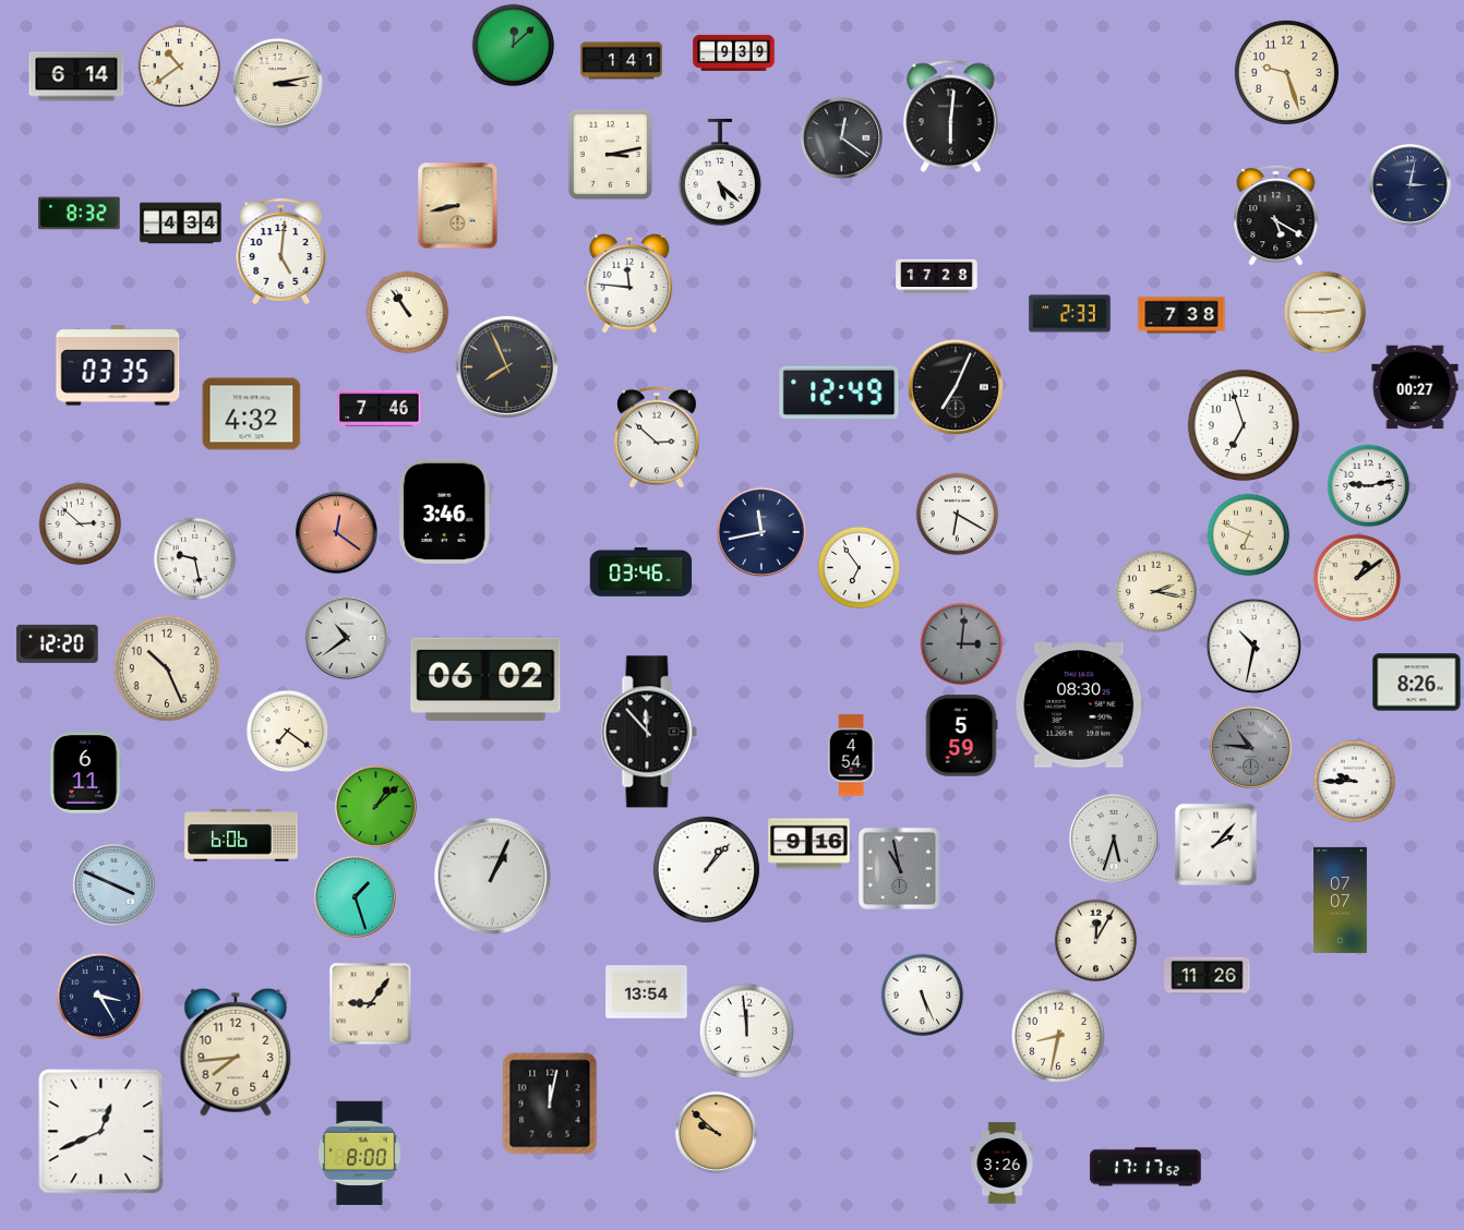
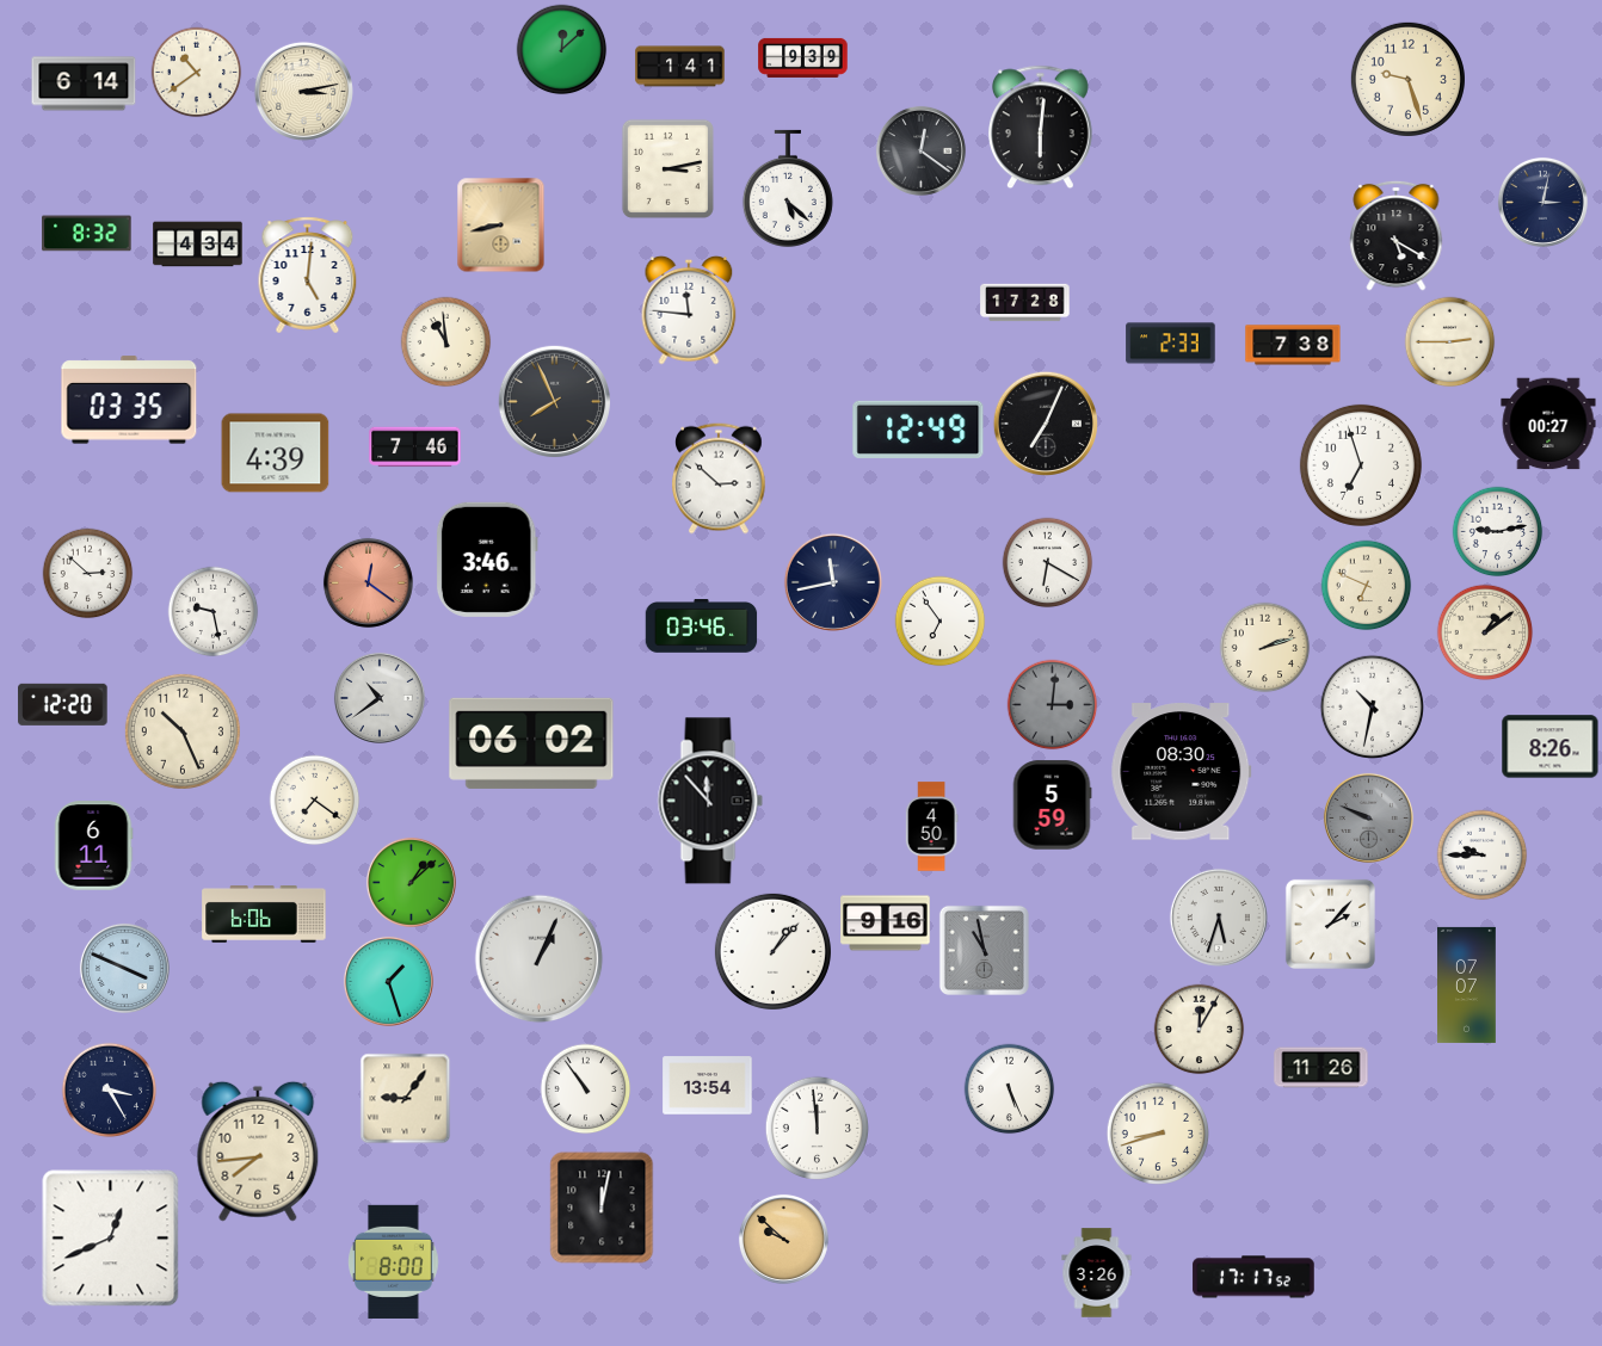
clock at (408, 313): 10:54 -> 10:59
clock at (252, 414): 4:32 -> 4:39
clock at (1156, 592): 2:17 -> 2:12
clock at (1250, 747): 10:46 -> 9:49
clock at (851, 756): 4:54 -> 4:50
clock at (586, 1089): none -> 10:54
clock at (1057, 1035): 8:32 -> 8:42
